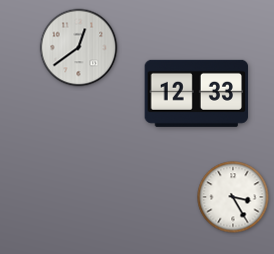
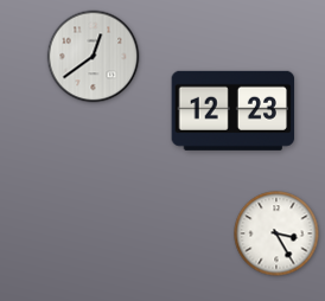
clock at (197, 93): 12:33 -> 12:23
